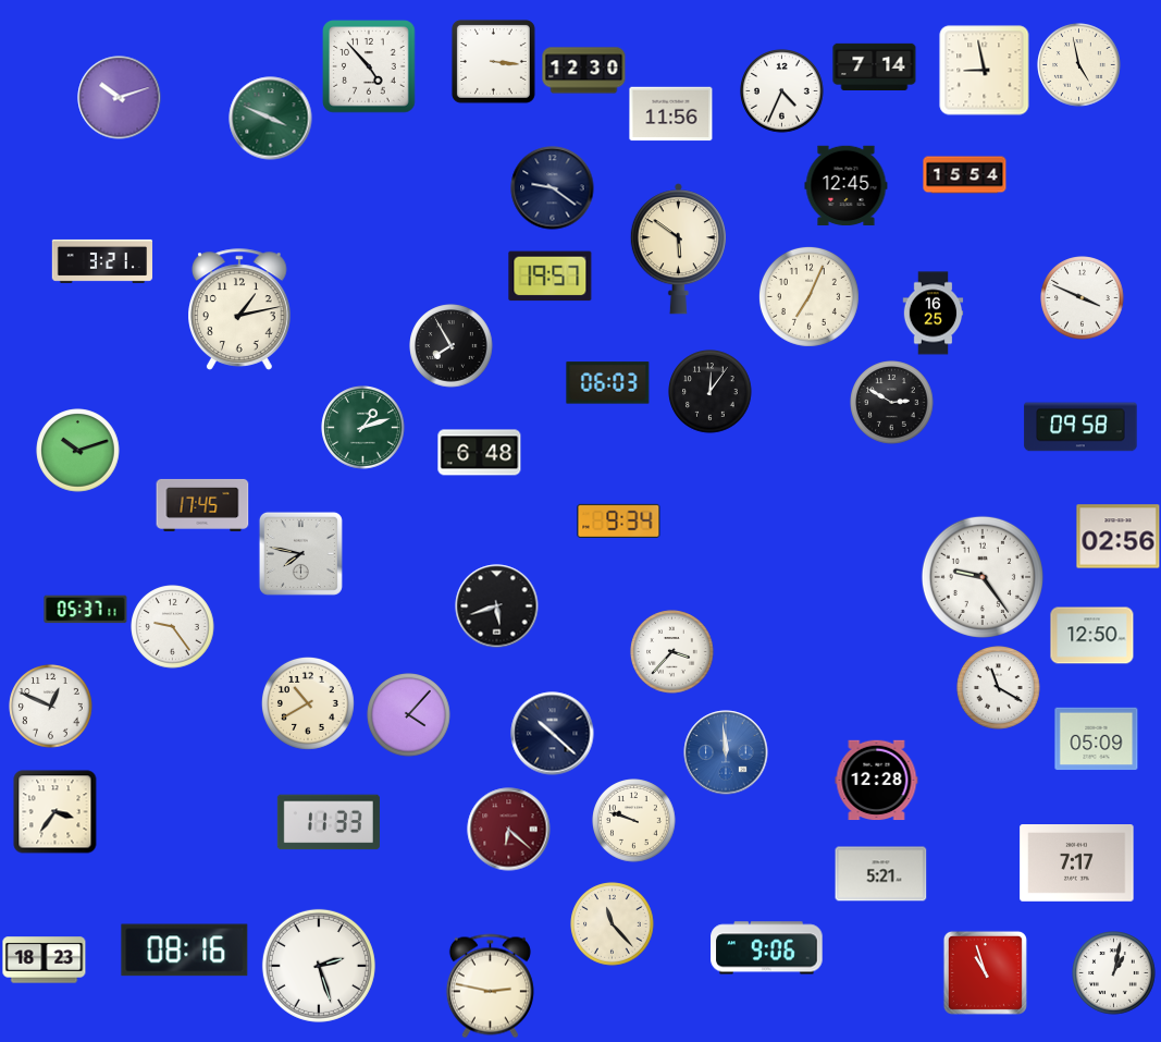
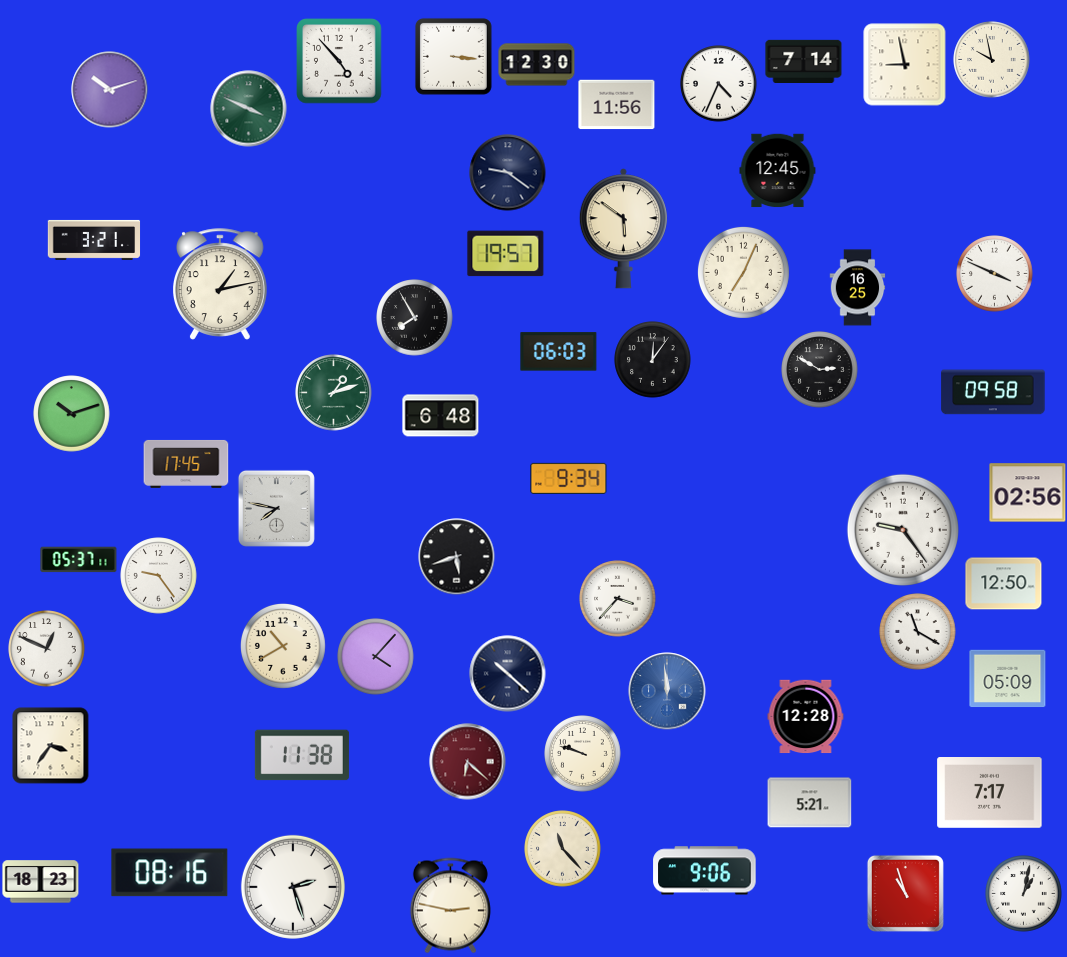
clock at (1079, 65): 4:58 -> 9:58
clock at (965, 175): 15:54 -> none
clock at (329, 822): 11:33 -> 11:38
